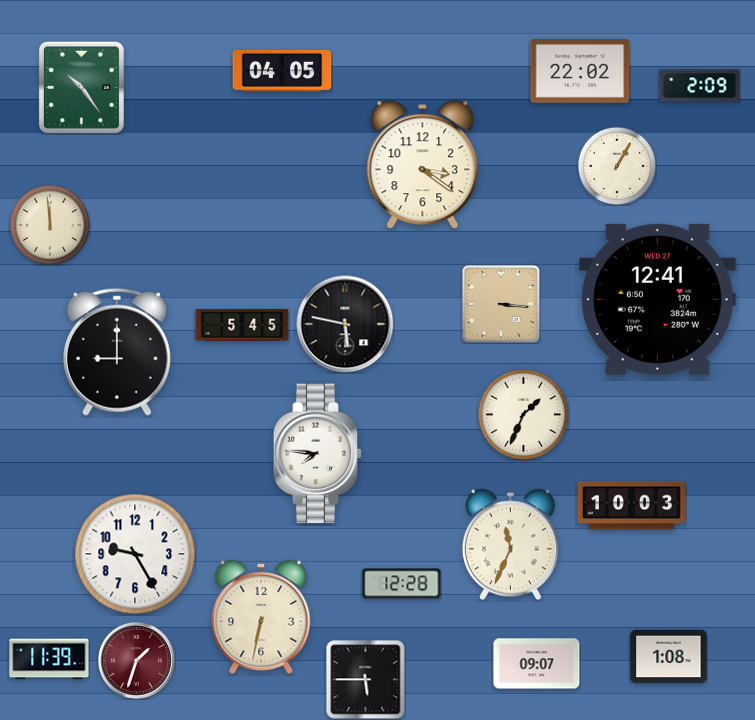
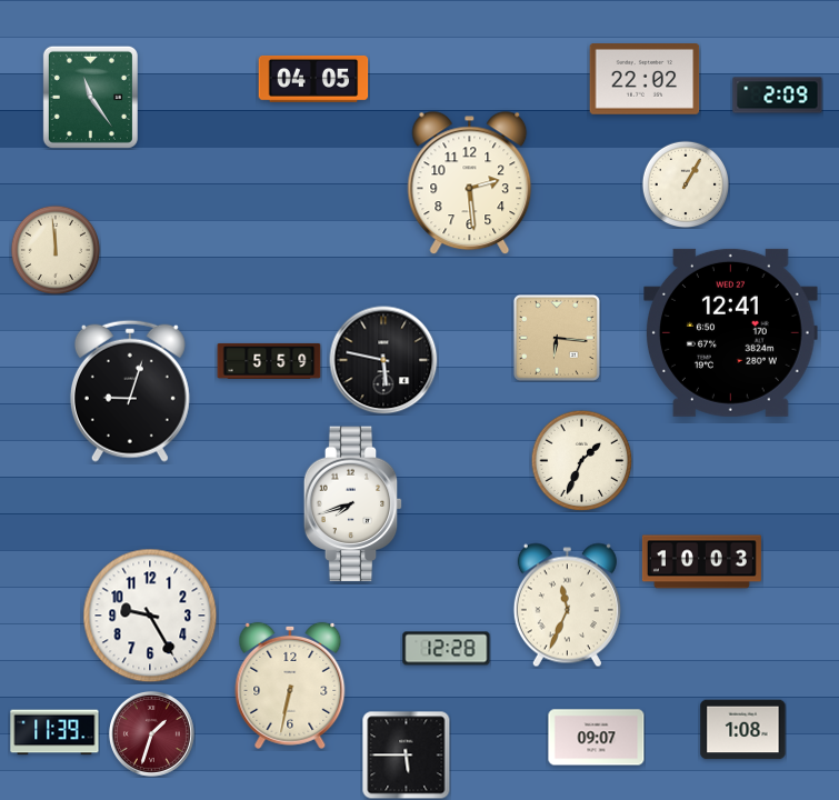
clock at (81, 87): 10:24 -> 11:24
clock at (423, 165): 3:21 -> 2:29
clock at (501, 304): 3:16 -> 6:16
clock at (242, 325): 5:45 -> 5:59
clock at (117, 352): 9:00 -> 9:03
clock at (318, 454): 7:46 -> 7:42
